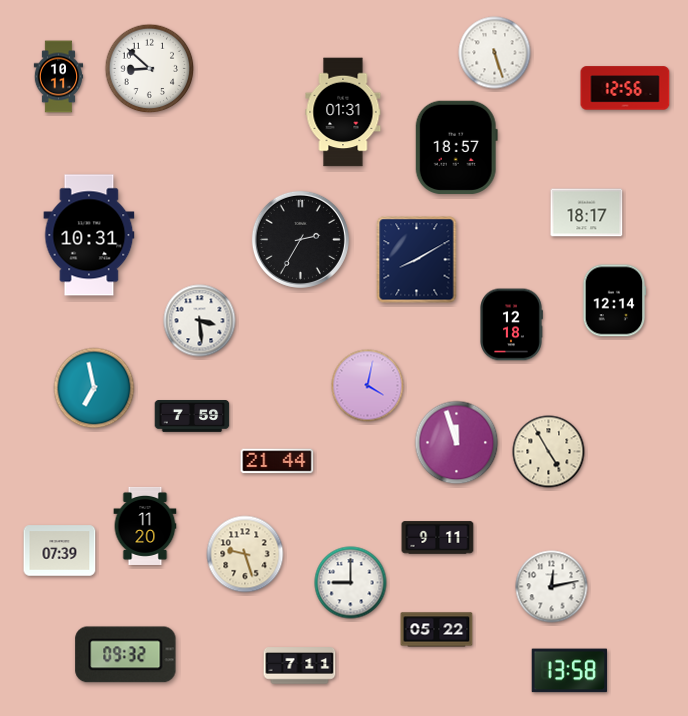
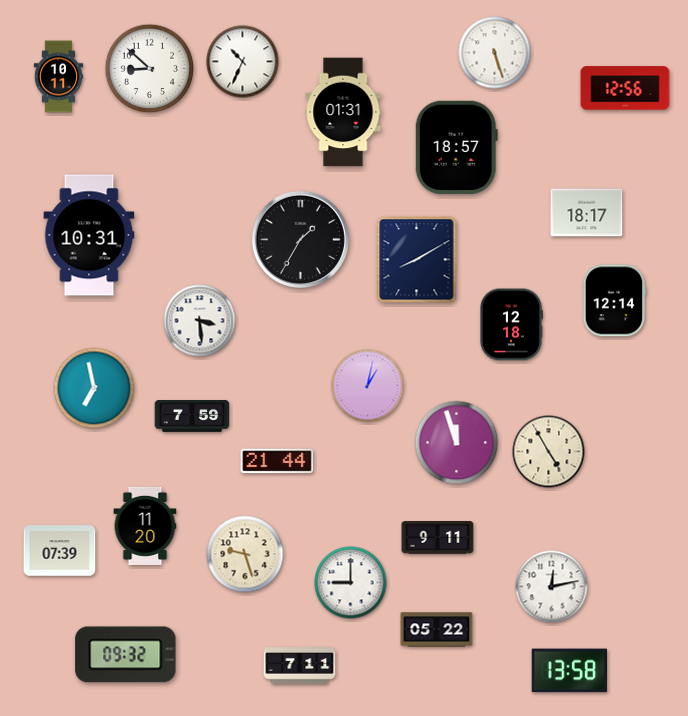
clock at (243, 62): none -> 10:34
clock at (300, 239): 2:35 -> 1:35
clock at (368, 386): 4:02 -> 1:02
